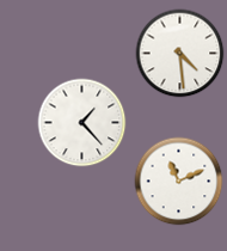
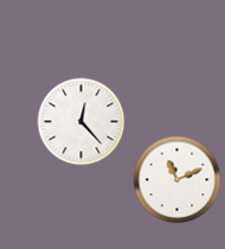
clock at (180, 54): 4:29 -> none
clock at (82, 123): 1:23 -> 12:23
